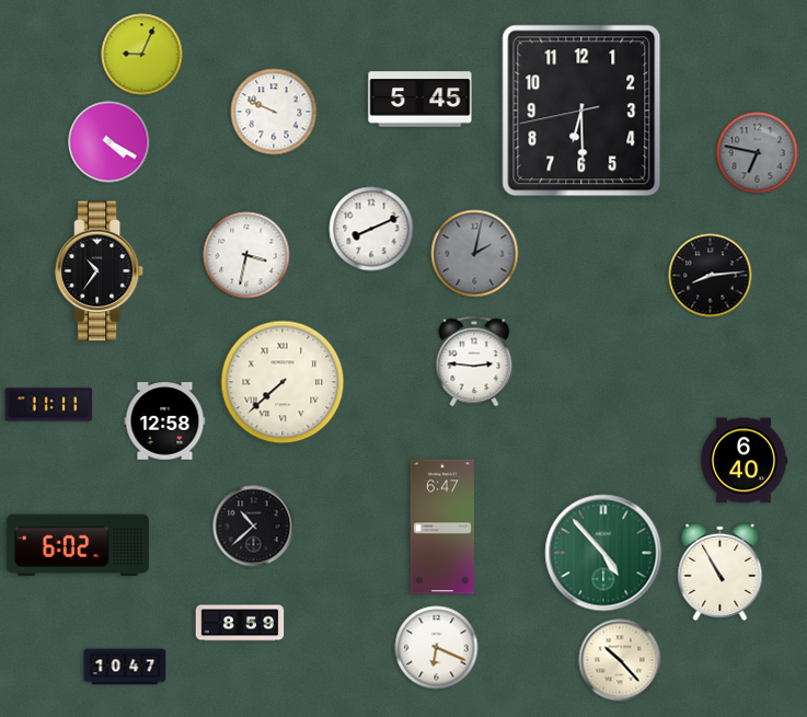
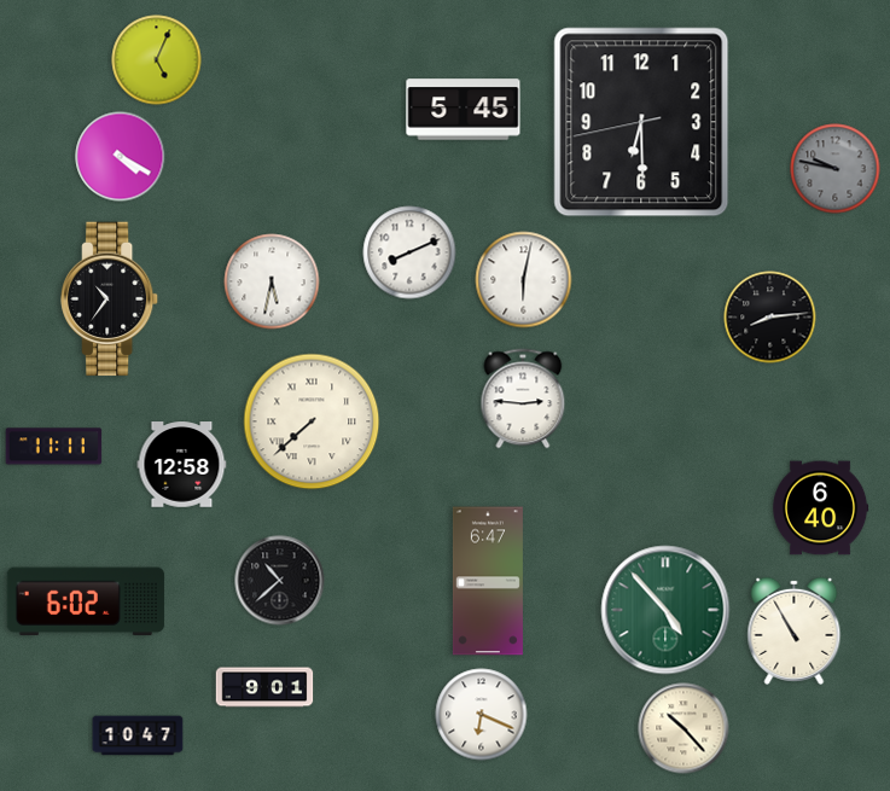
clock at (142, 55): 9:04 -> 5:04
clock at (274, 112): 9:49 -> none
clock at (758, 153): 6:47 -> 9:47
clock at (475, 254): 2:02 -> 6:02
clock at (475, 254) dial: grey -> white
clock at (246, 255): 3:32 -> 5:32
clock at (711, 276) position: (711, 276) -> (770, 318)
clock at (240, 623): 8:59 -> 9:01
